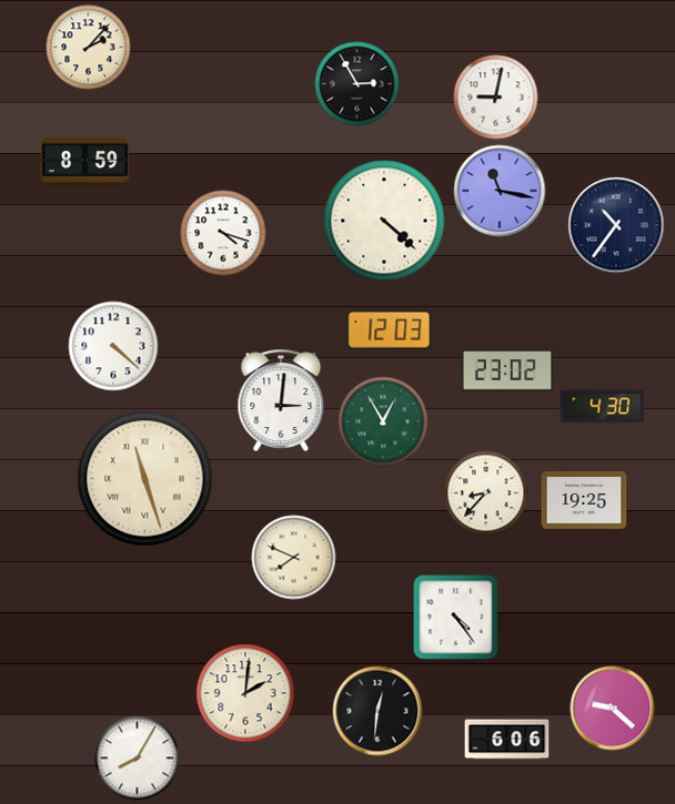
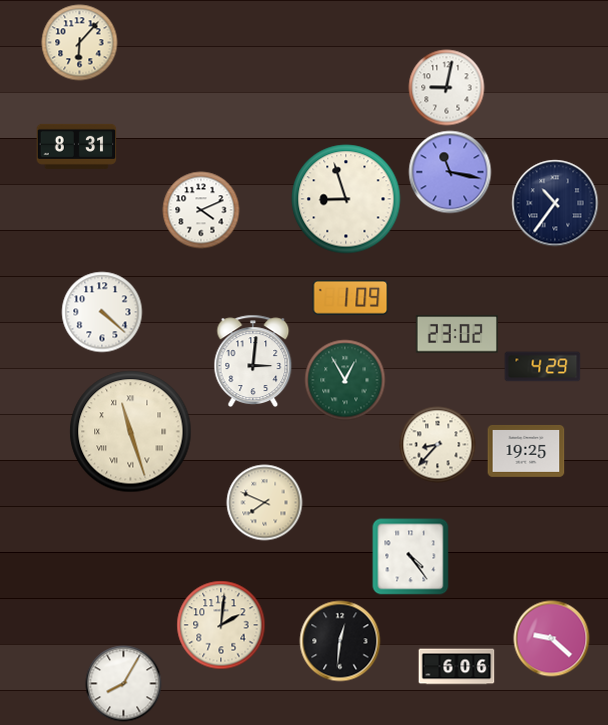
clock at (89, 48): 2:07 -> 6:07
clock at (357, 84): 2:55 -> none
clock at (85, 162): 8:59 -> 8:31
clock at (384, 221): 4:22 -> 8:57
clock at (223, 233): 4:18 -> 4:11
clock at (390, 329): 12:03 -> 1:09
clock at (603, 407): 4:30 -> 4:29
